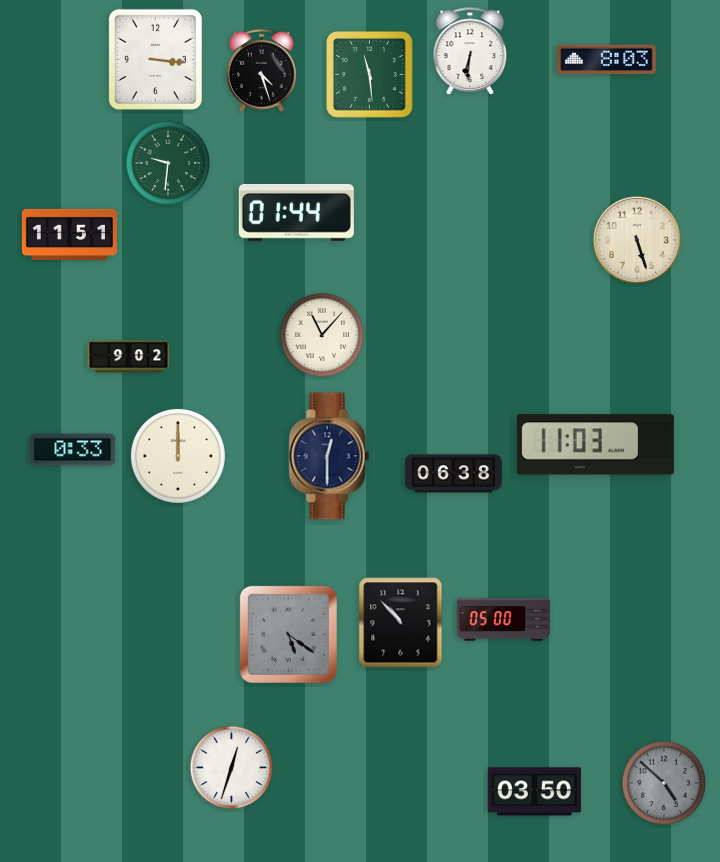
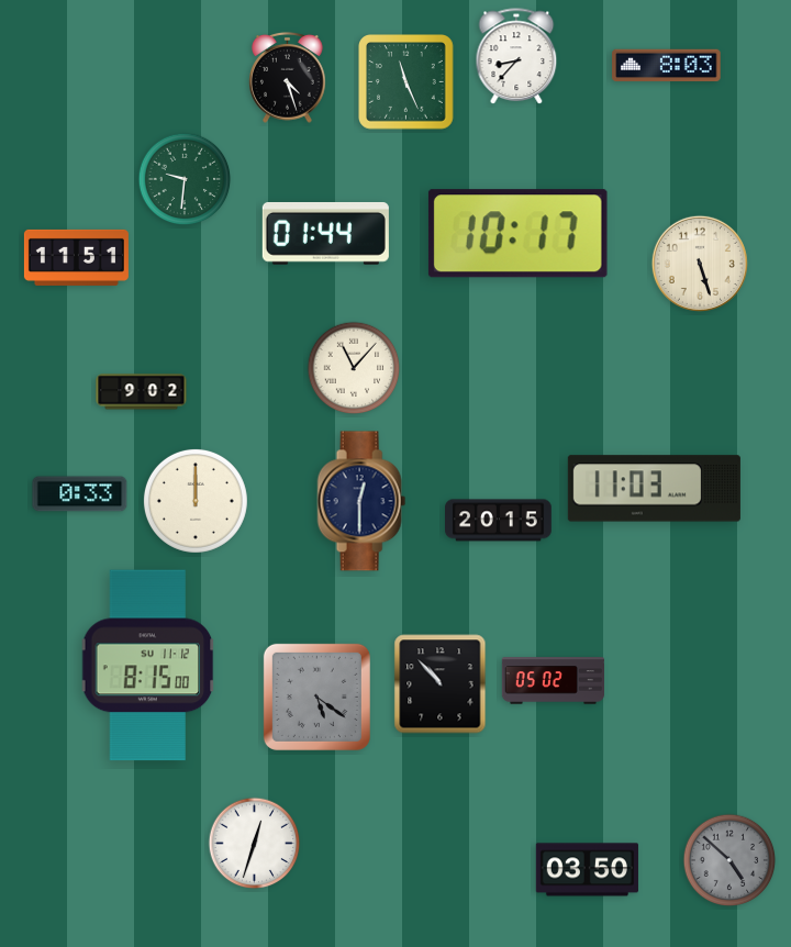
clock at (470, 52): 6:31 -> 8:37
clock at (155, 59): 3:16 -> none
clock at (370, 75): 11:29 -> 11:26
clock at (517, 234): none -> 10:17
clock at (454, 474): 06:38 -> 20:15
clock at (148, 666): none -> 8:15
clock at (503, 620): 05:00 -> 05:02
